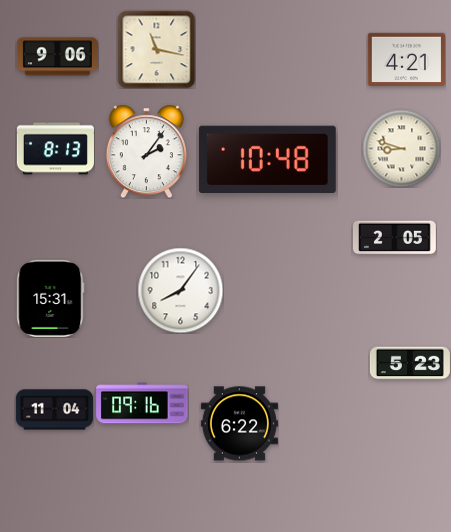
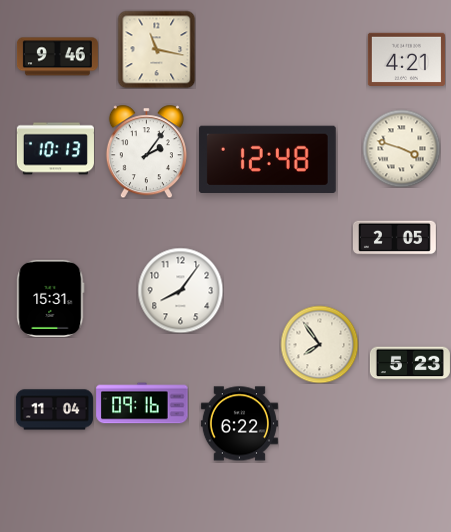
clock at (57, 57): 9:06 -> 9:46
clock at (401, 148): 8:48 -> 3:48
clock at (55, 149): 8:13 -> 10:13
clock at (267, 159): 10:48 -> 12:48
clock at (319, 344): none -> 7:54
